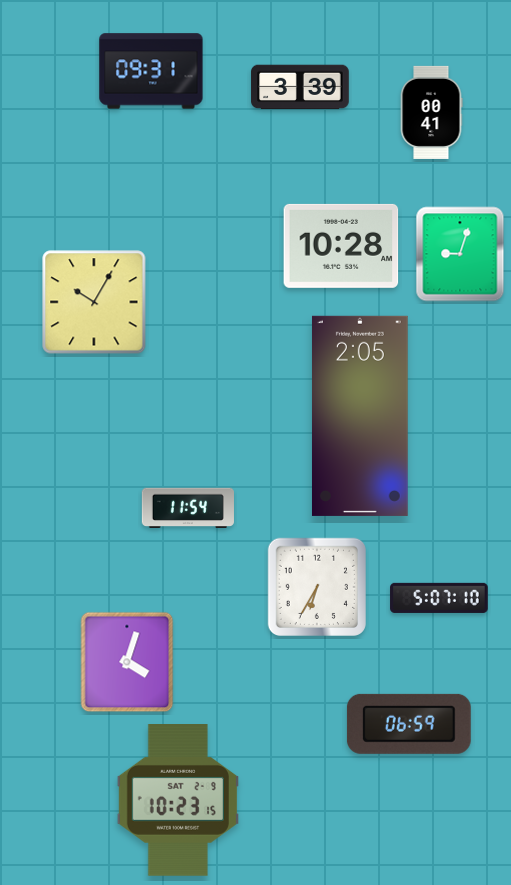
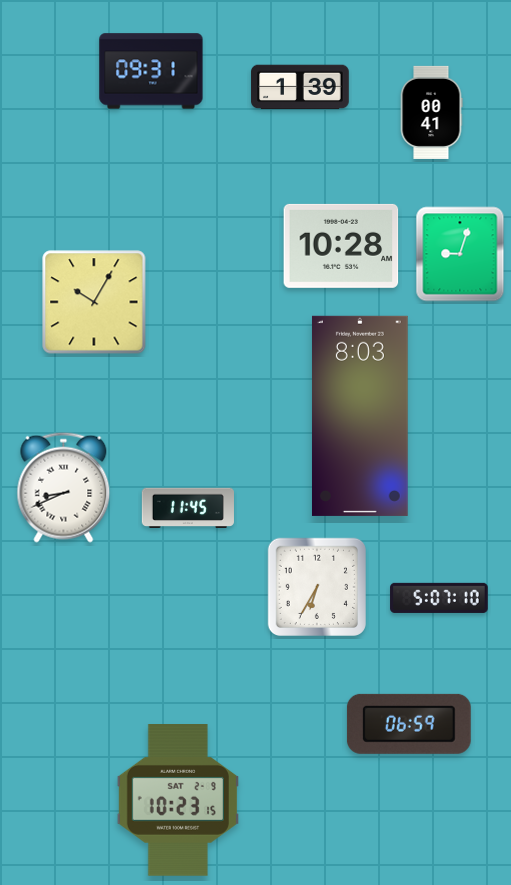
clock at (300, 87): 3:39 -> 1:39
clock at (360, 416): 2:05 -> 8:03
clock at (64, 487): none -> 8:41
clock at (188, 508): 11:54 -> 11:45
clock at (127, 662): 4:03 -> none
